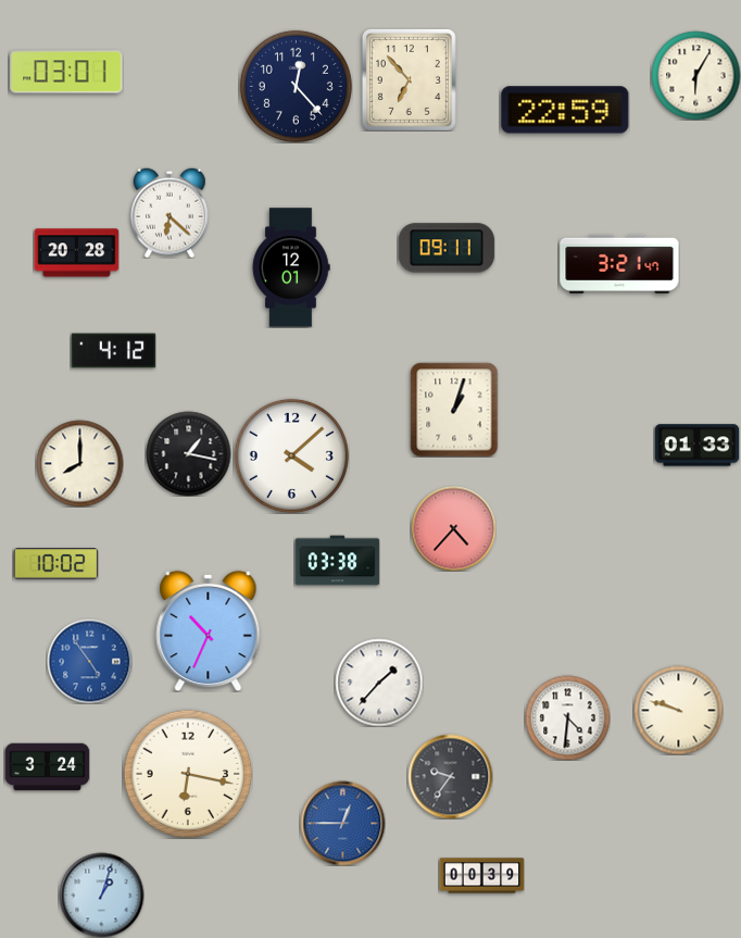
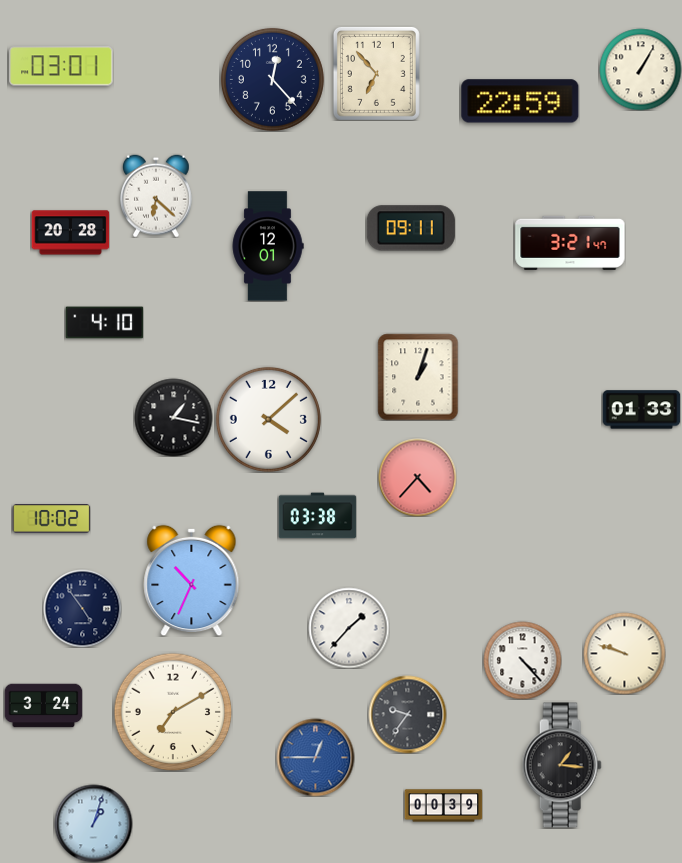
clock at (695, 75): 6:05 -> 1:05
clock at (113, 351): 4:12 -> 4:10
clock at (79, 463): 8:00 -> none
clock at (453, 528) position: (453, 528) -> (417, 477)
clock at (337, 561) position: (337, 561) -> (317, 516)
clock at (89, 661) dial: blue -> navy
clock at (567, 717): 4:31 -> 4:23
clock at (188, 774): 6:17 -> 7:10
clock at (450, 776) position: (450, 776) -> (407, 714)
clock at (562, 765): none -> 1:16
